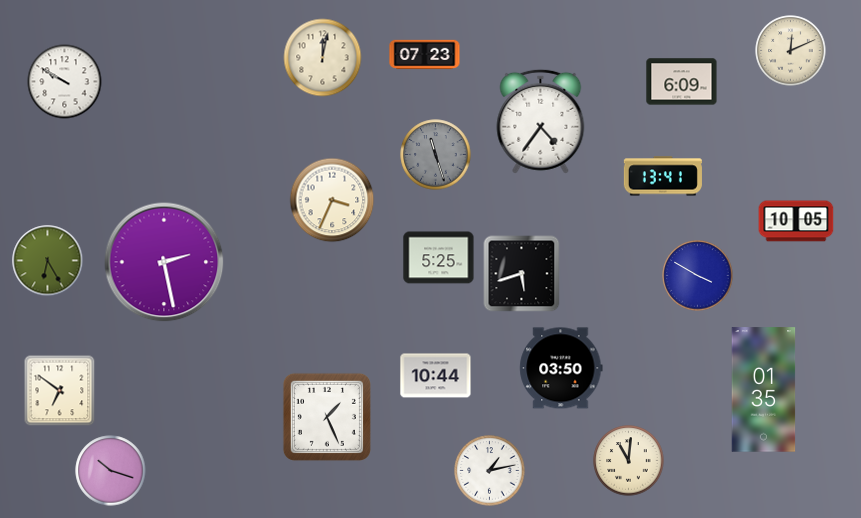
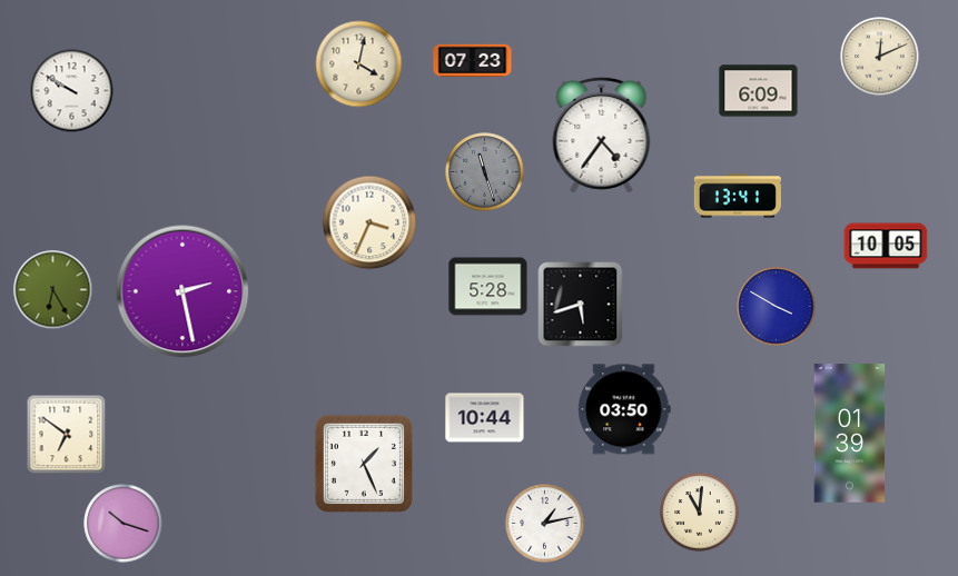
clock at (323, 58): 12:02 -> 4:02
clock at (439, 258): 5:25 -> 5:28
clock at (764, 390): 01:35 -> 01:39
